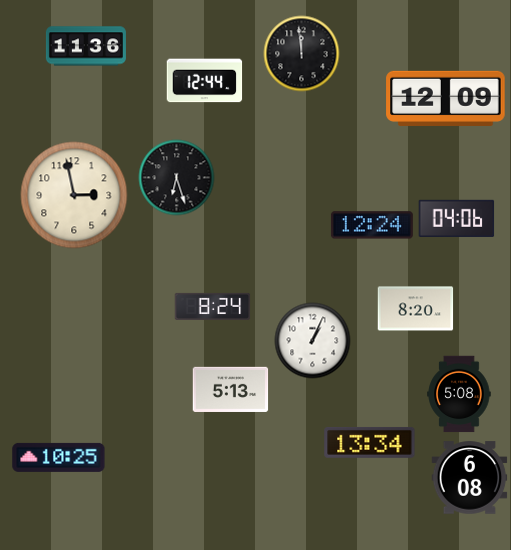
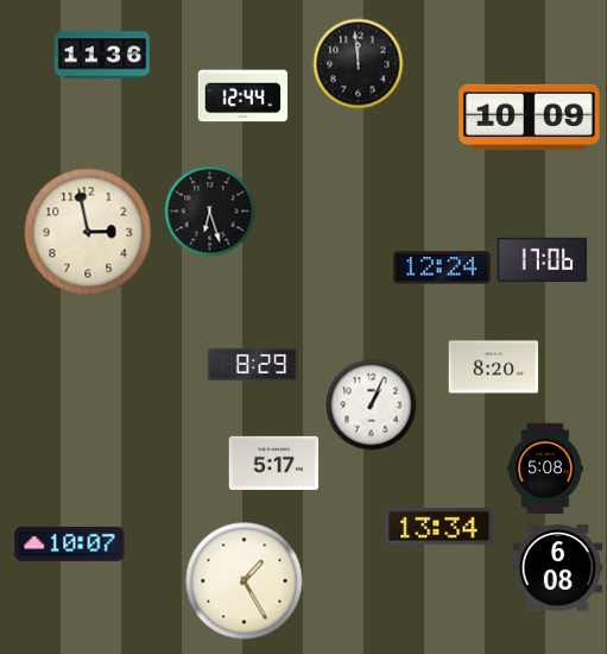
clock at (446, 98): 12:09 -> 10:09
clock at (457, 218): 04:06 -> 17:06
clock at (213, 306): 8:24 -> 8:29
clock at (231, 389): 5:13 -> 5:17
clock at (59, 457): 10:25 -> 10:07
clock at (245, 581): none -> 1:25
